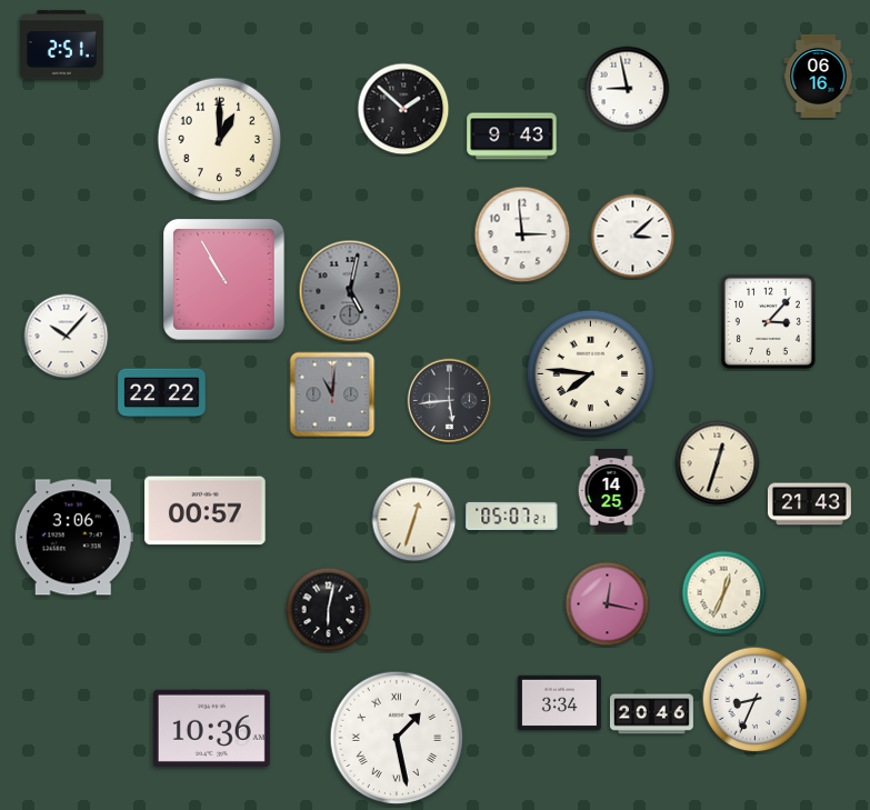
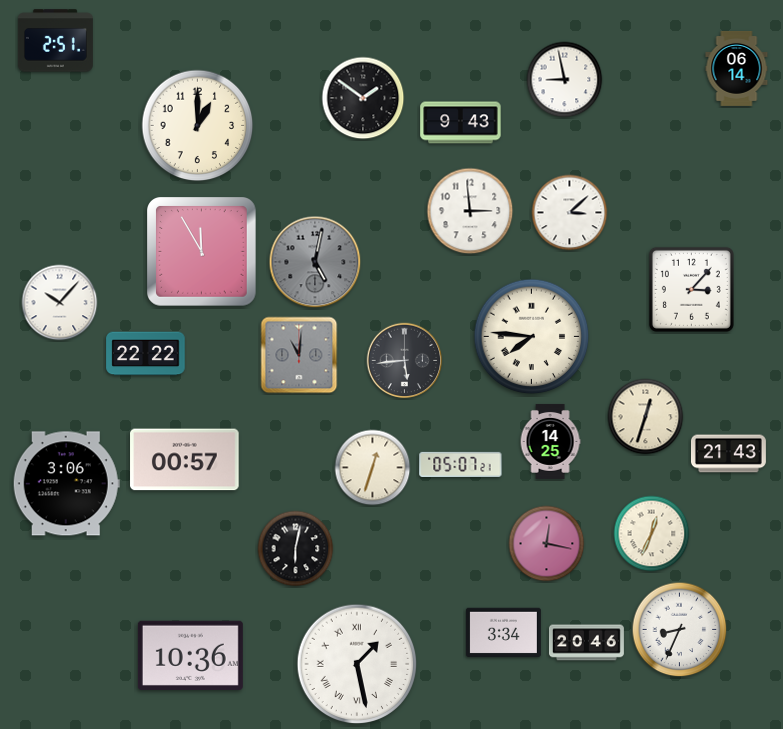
clock at (819, 76): 06:16 -> 06:14
clock at (403, 109): 1:52 -> 1:51
clock at (224, 280): 10:55 -> 11:55
